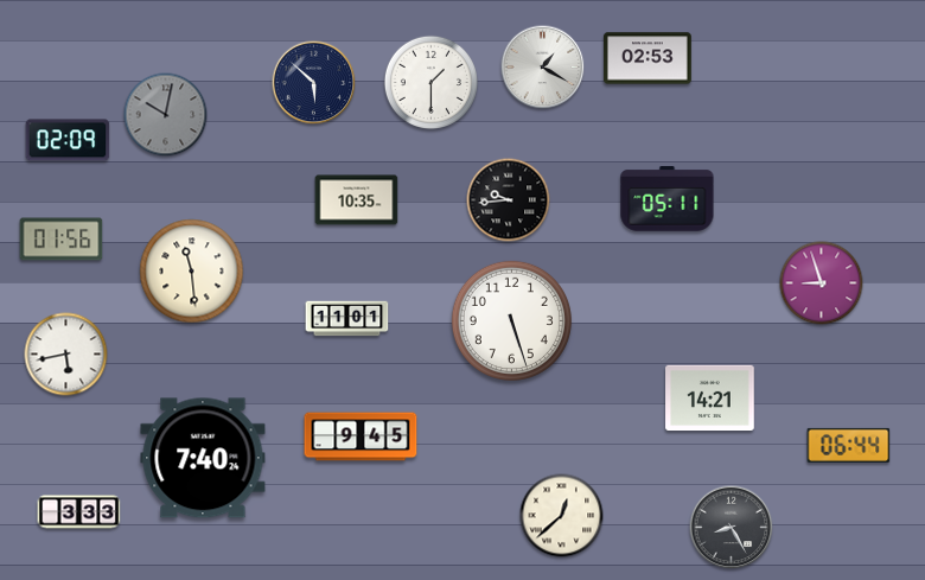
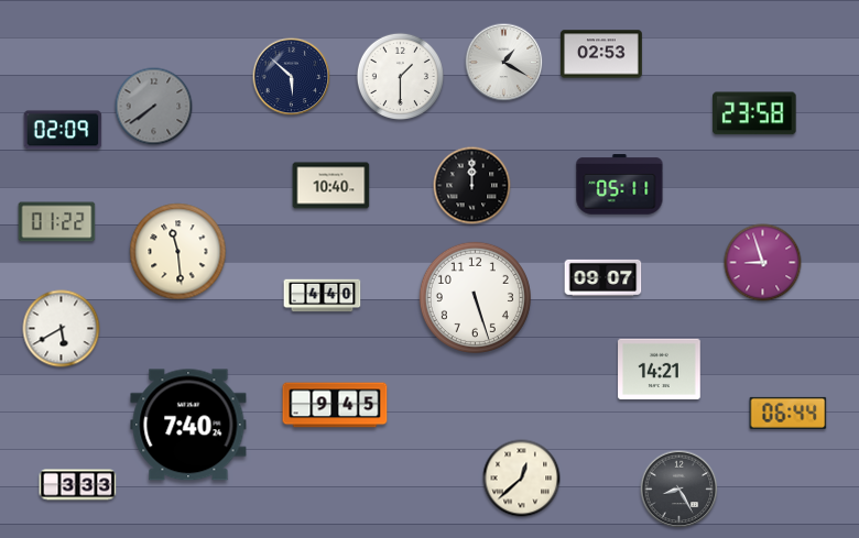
clock at (166, 115): 10:02 -> 7:39
clock at (754, 113): none -> 23:58
clock at (357, 200): 10:35 -> 10:40
clock at (509, 200): 9:44 -> 12:00
clock at (62, 240): 01:56 -> 01:22
clock at (604, 277): none -> 09:07
clock at (347, 319): 11:01 -> 4:40
clock at (66, 355): 5:43 -> 5:40
clock at (79, 512) position: (79, 512) -> (78, 485)
